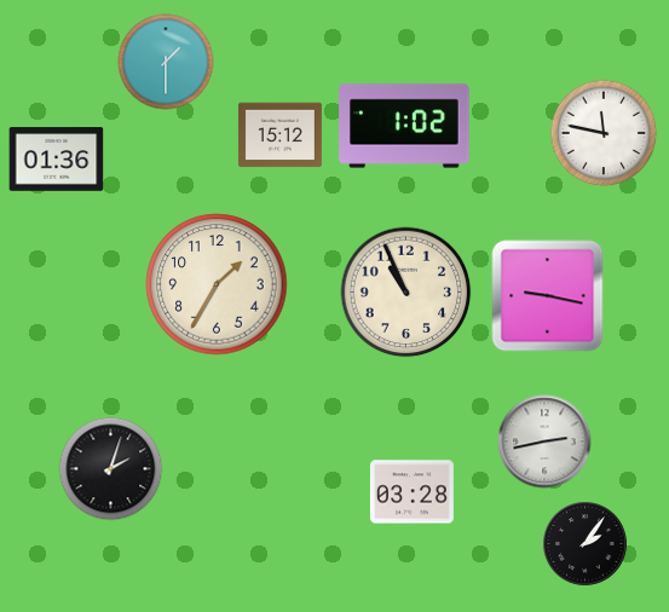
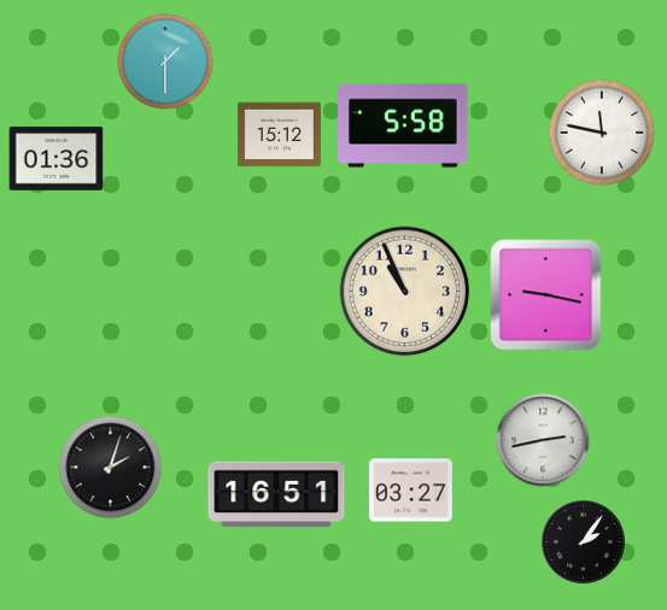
clock at (404, 126): 1:02 -> 5:58
clock at (217, 284): 1:35 -> none
clock at (411, 492): 03:28 -> 03:27
clock at (276, 494): none -> 16:51
